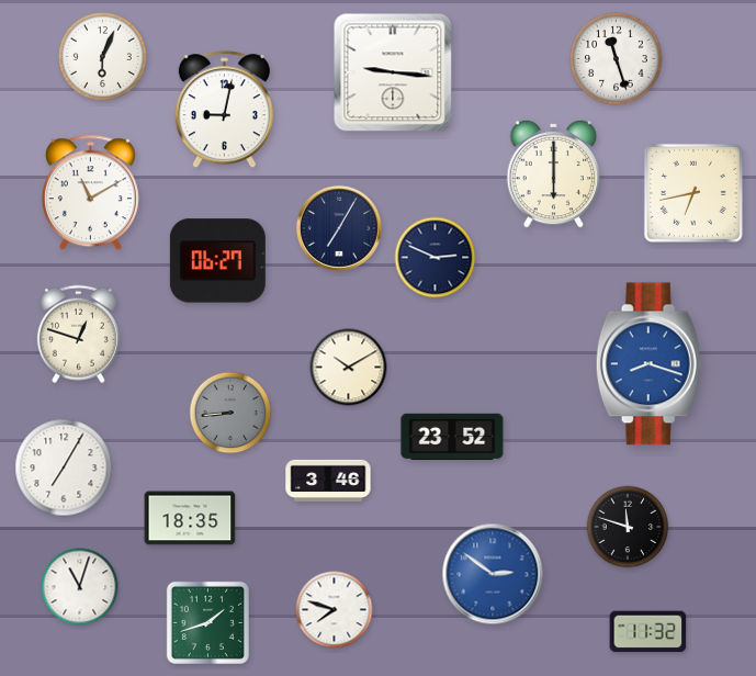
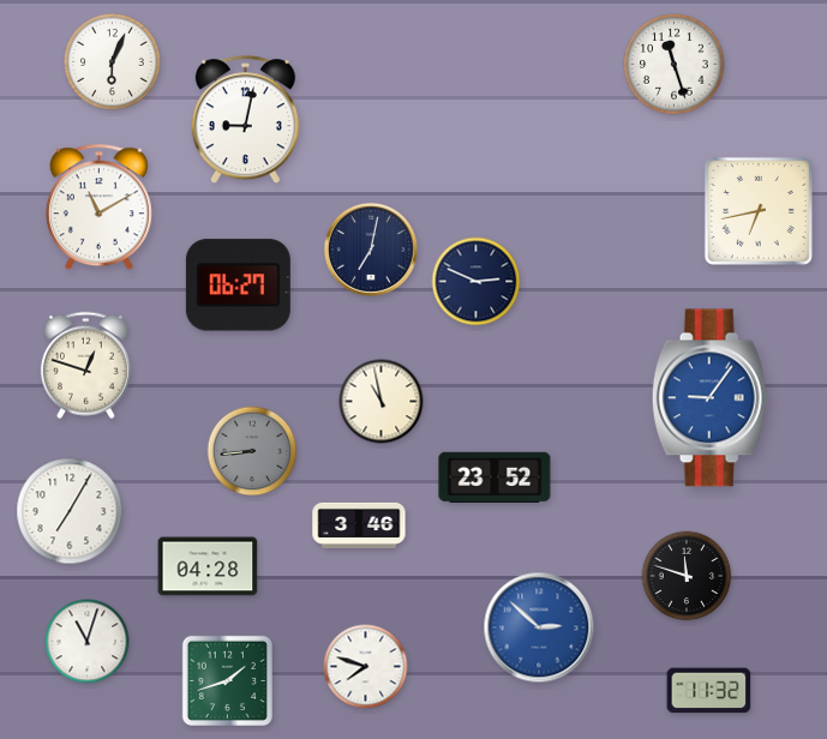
clock at (393, 72): 9:16 -> none
clock at (554, 173): 6:00 -> none
clock at (90, 193) position: (90, 193) -> (98, 208)
clock at (339, 228): 7:05 -> 7:02
clock at (648, 364): 8:18 -> 9:06
clock at (349, 368): 10:10 -> 10:58
clock at (190, 518): 18:35 -> 04:28
clock at (493, 574): 2:51 -> 2:52
